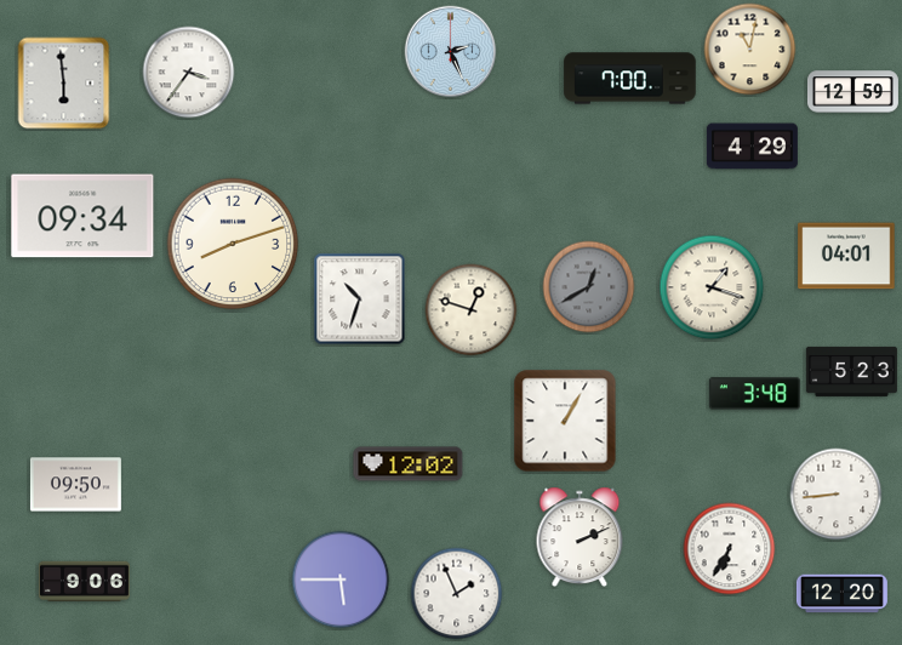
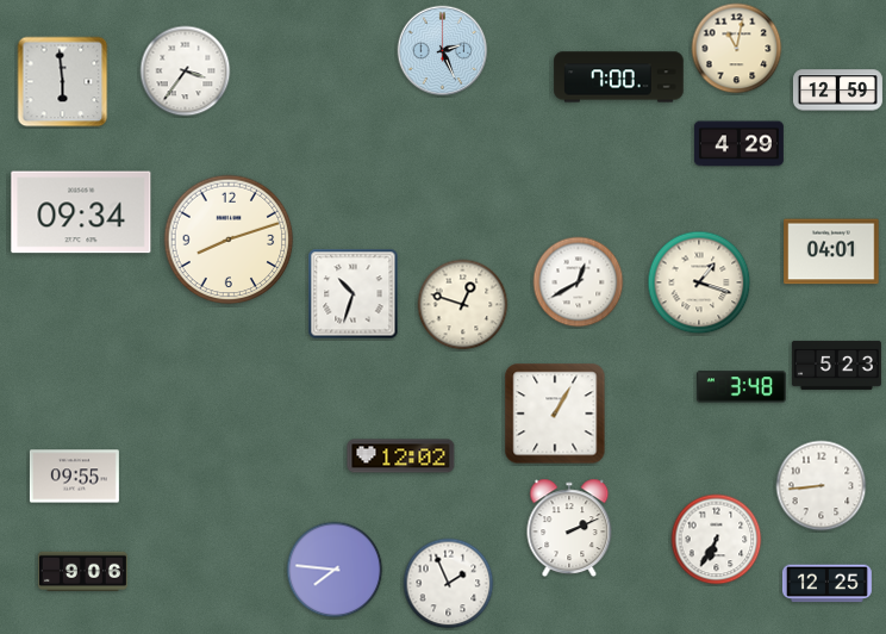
clock at (589, 287) dial: grey -> white
clock at (75, 485): 09:50 -> 09:55
clock at (341, 580): 5:45 -> 7:46
clock at (841, 594): 12:20 -> 12:25
